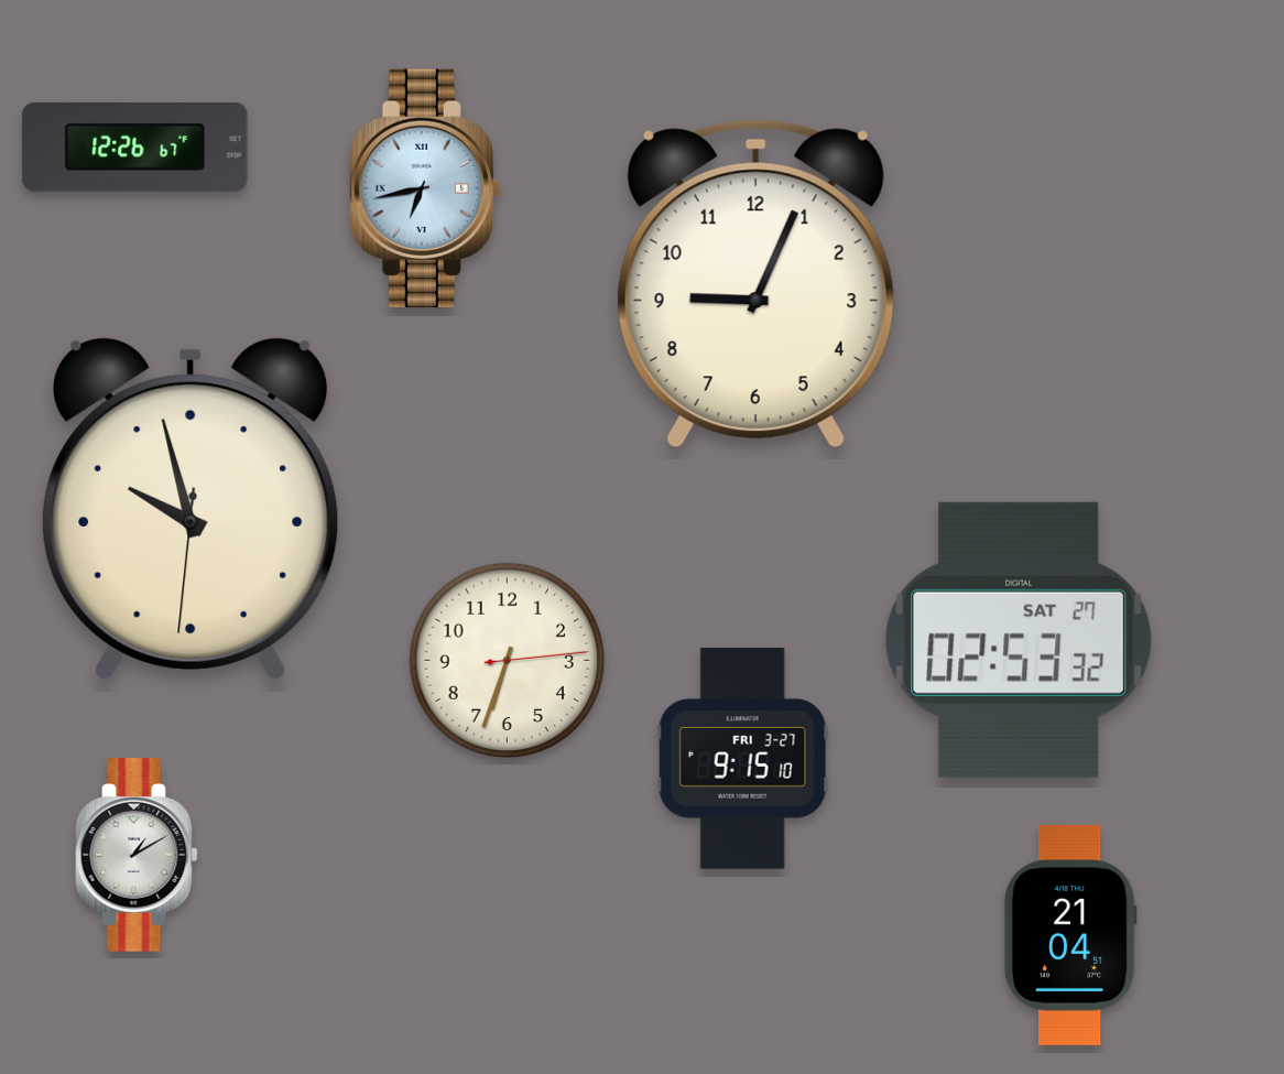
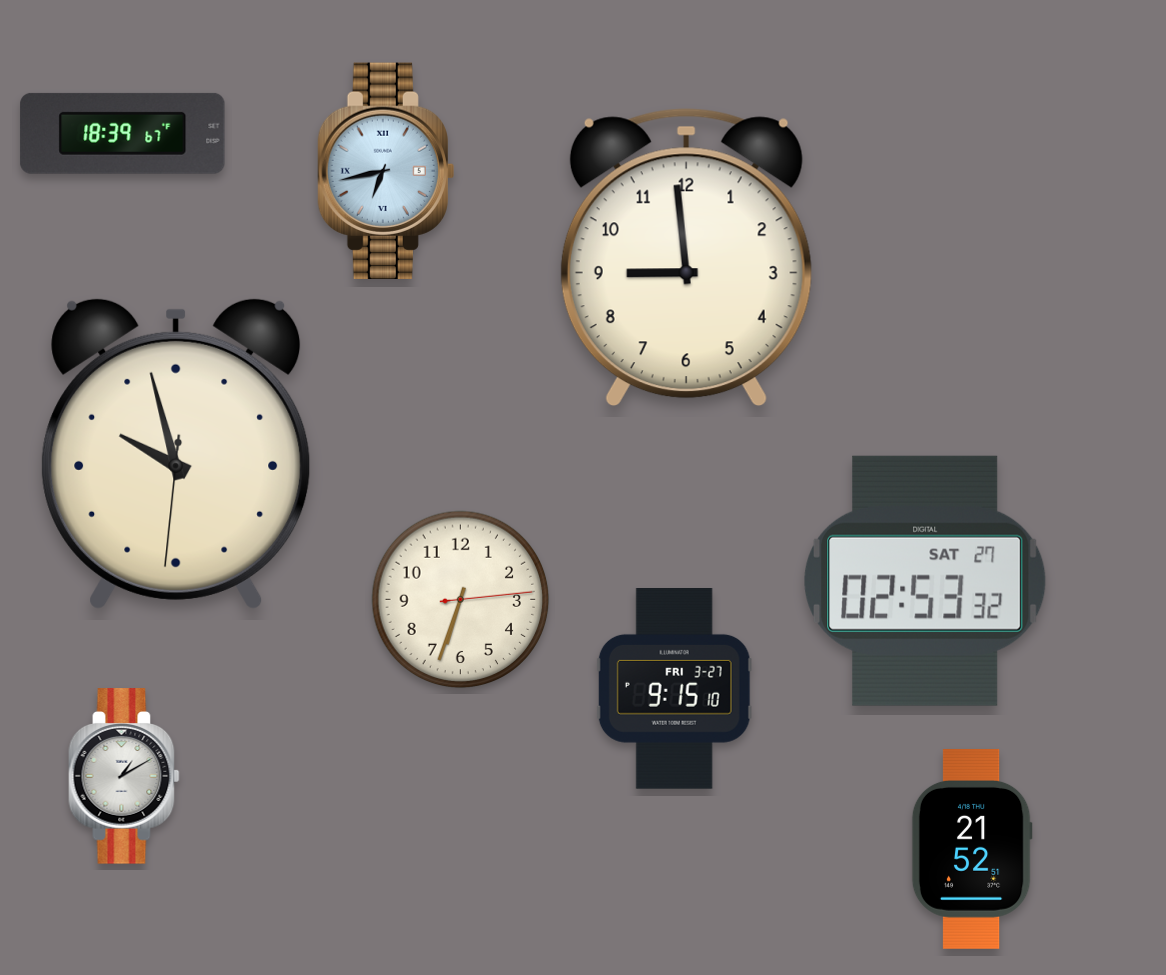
clock at (135, 147): 12:26 -> 18:39
clock at (755, 284): 9:04 -> 8:59
clock at (191, 509) position: (191, 509) -> (176, 454)
clock at (1070, 935): 21:04 -> 21:52
